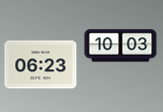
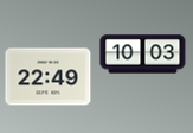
clock at (41, 65): 06:23 -> 22:49
